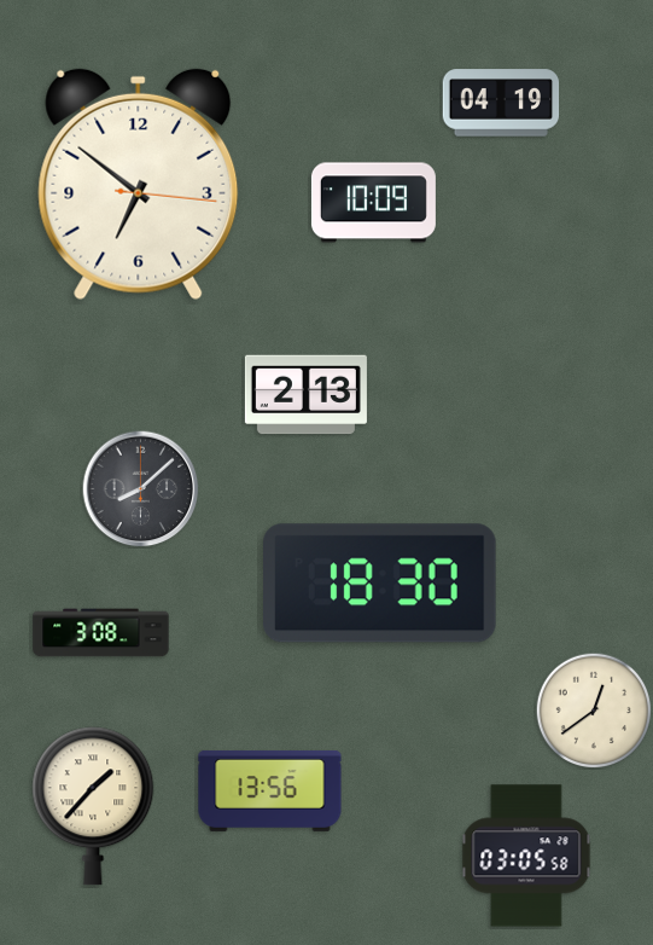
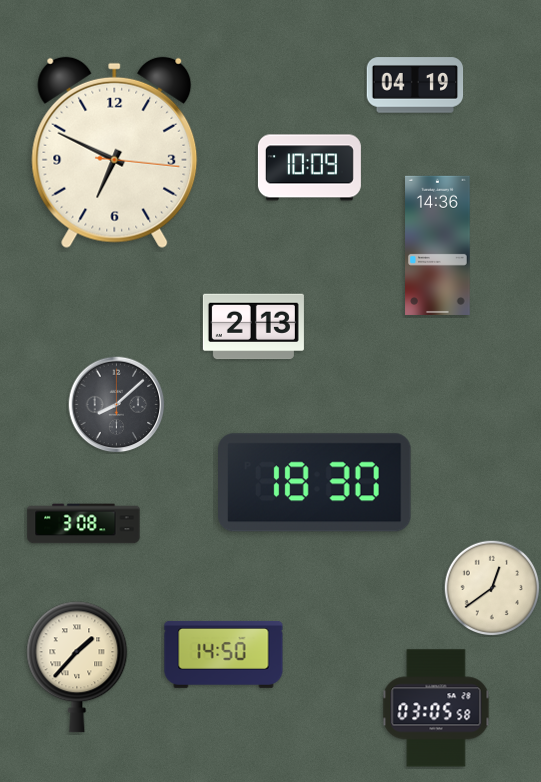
clock at (139, 185): 6:51 -> 6:49
clock at (438, 245): none -> 14:36
clock at (270, 790): 13:56 -> 14:50
